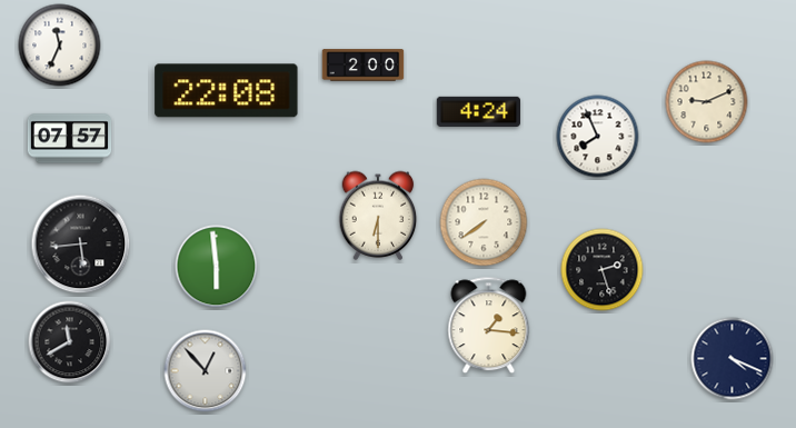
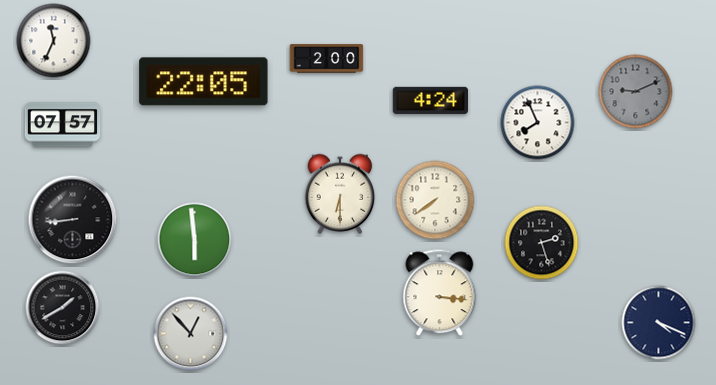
clock at (227, 91): 22:08 -> 22:05
clock at (707, 102) dial: cream -> grey
clock at (81, 245): 5:44 -> 8:44
clock at (489, 326): 1:16 -> 3:16
clock at (70, 342): 11:40 -> 1:40
clock at (206, 371) position: (206, 371) -> (191, 334)
